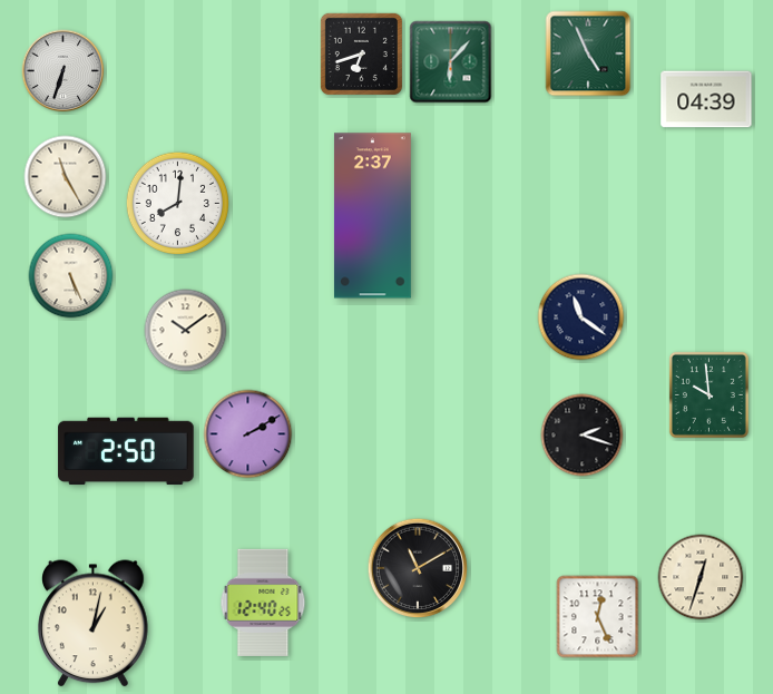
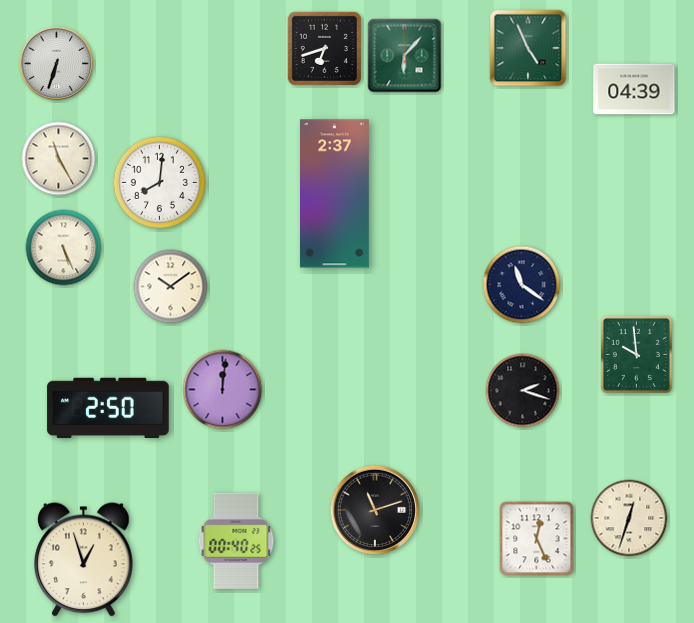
clock at (186, 331) position: (186, 331) -> (171, 287)
clock at (248, 434): 2:10 -> 12:01
clock at (126, 451) position: (126, 451) -> (108, 408)
clock at (418, 568): 11:10 -> 11:12
clock at (263, 603): 12:40 -> 00:40
clock at (598, 617) position: (598, 617) -> (537, 539)
clock at (94, 624): 1:02 -> 12:57
